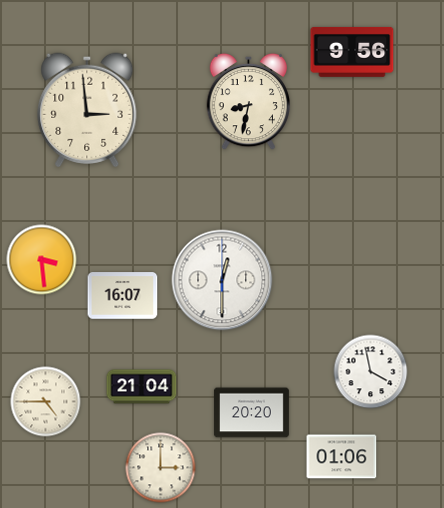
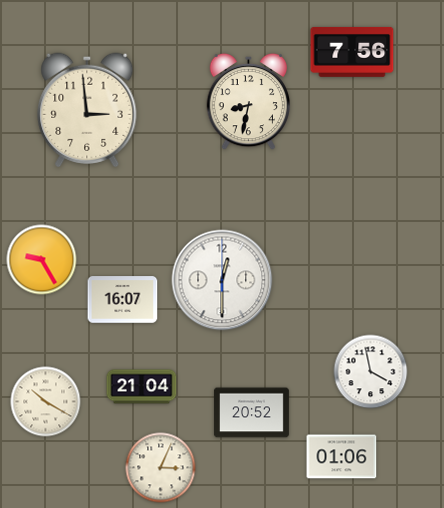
clock at (352, 52): 9:56 -> 7:56
clock at (42, 260): 3:29 -> 9:25
clock at (123, 296) position: (123, 296) -> (123, 300)
clock at (46, 402): 4:45 -> 10:20
clock at (251, 413): 20:20 -> 20:52
clock at (161, 468): 3:00 -> 3:04
